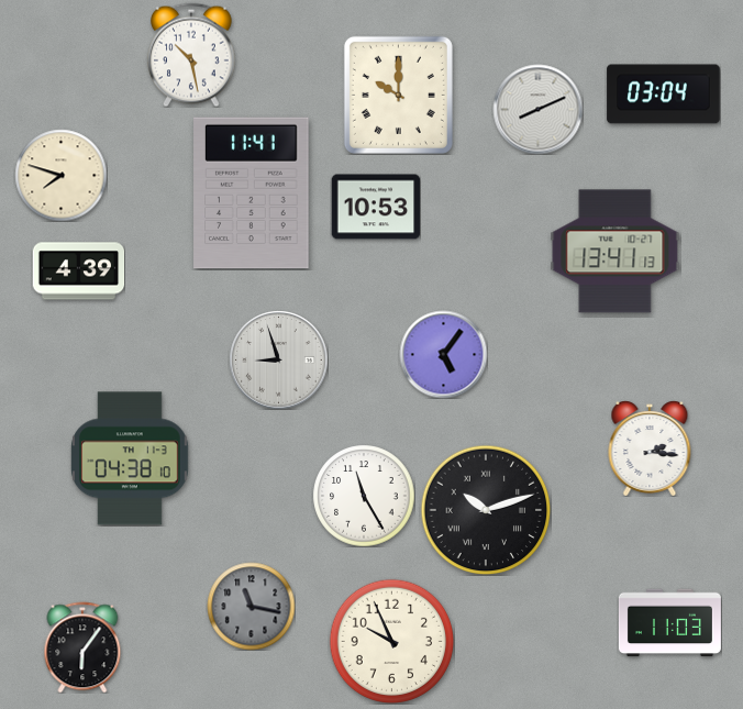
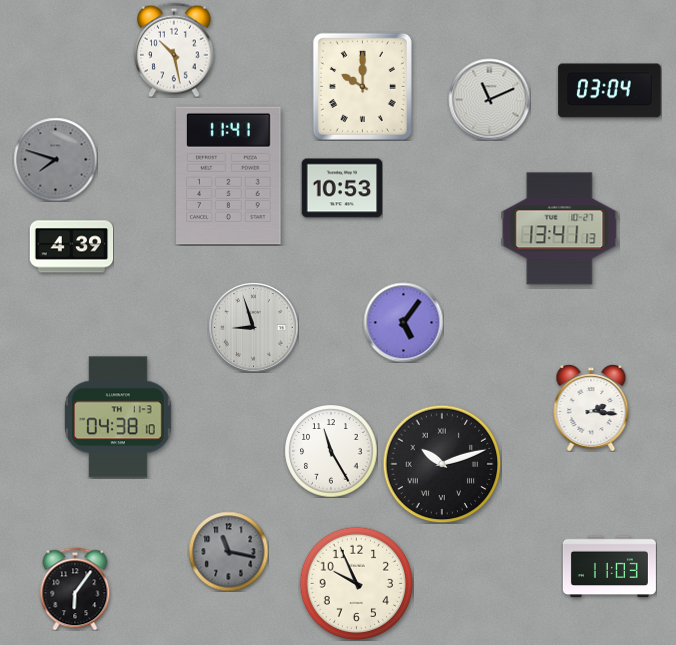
clock at (664, 95) position: (664, 95) -> (610, 91)
clock at (537, 109): 8:11 -> 11:11
clock at (60, 175) dial: cream -> grey
